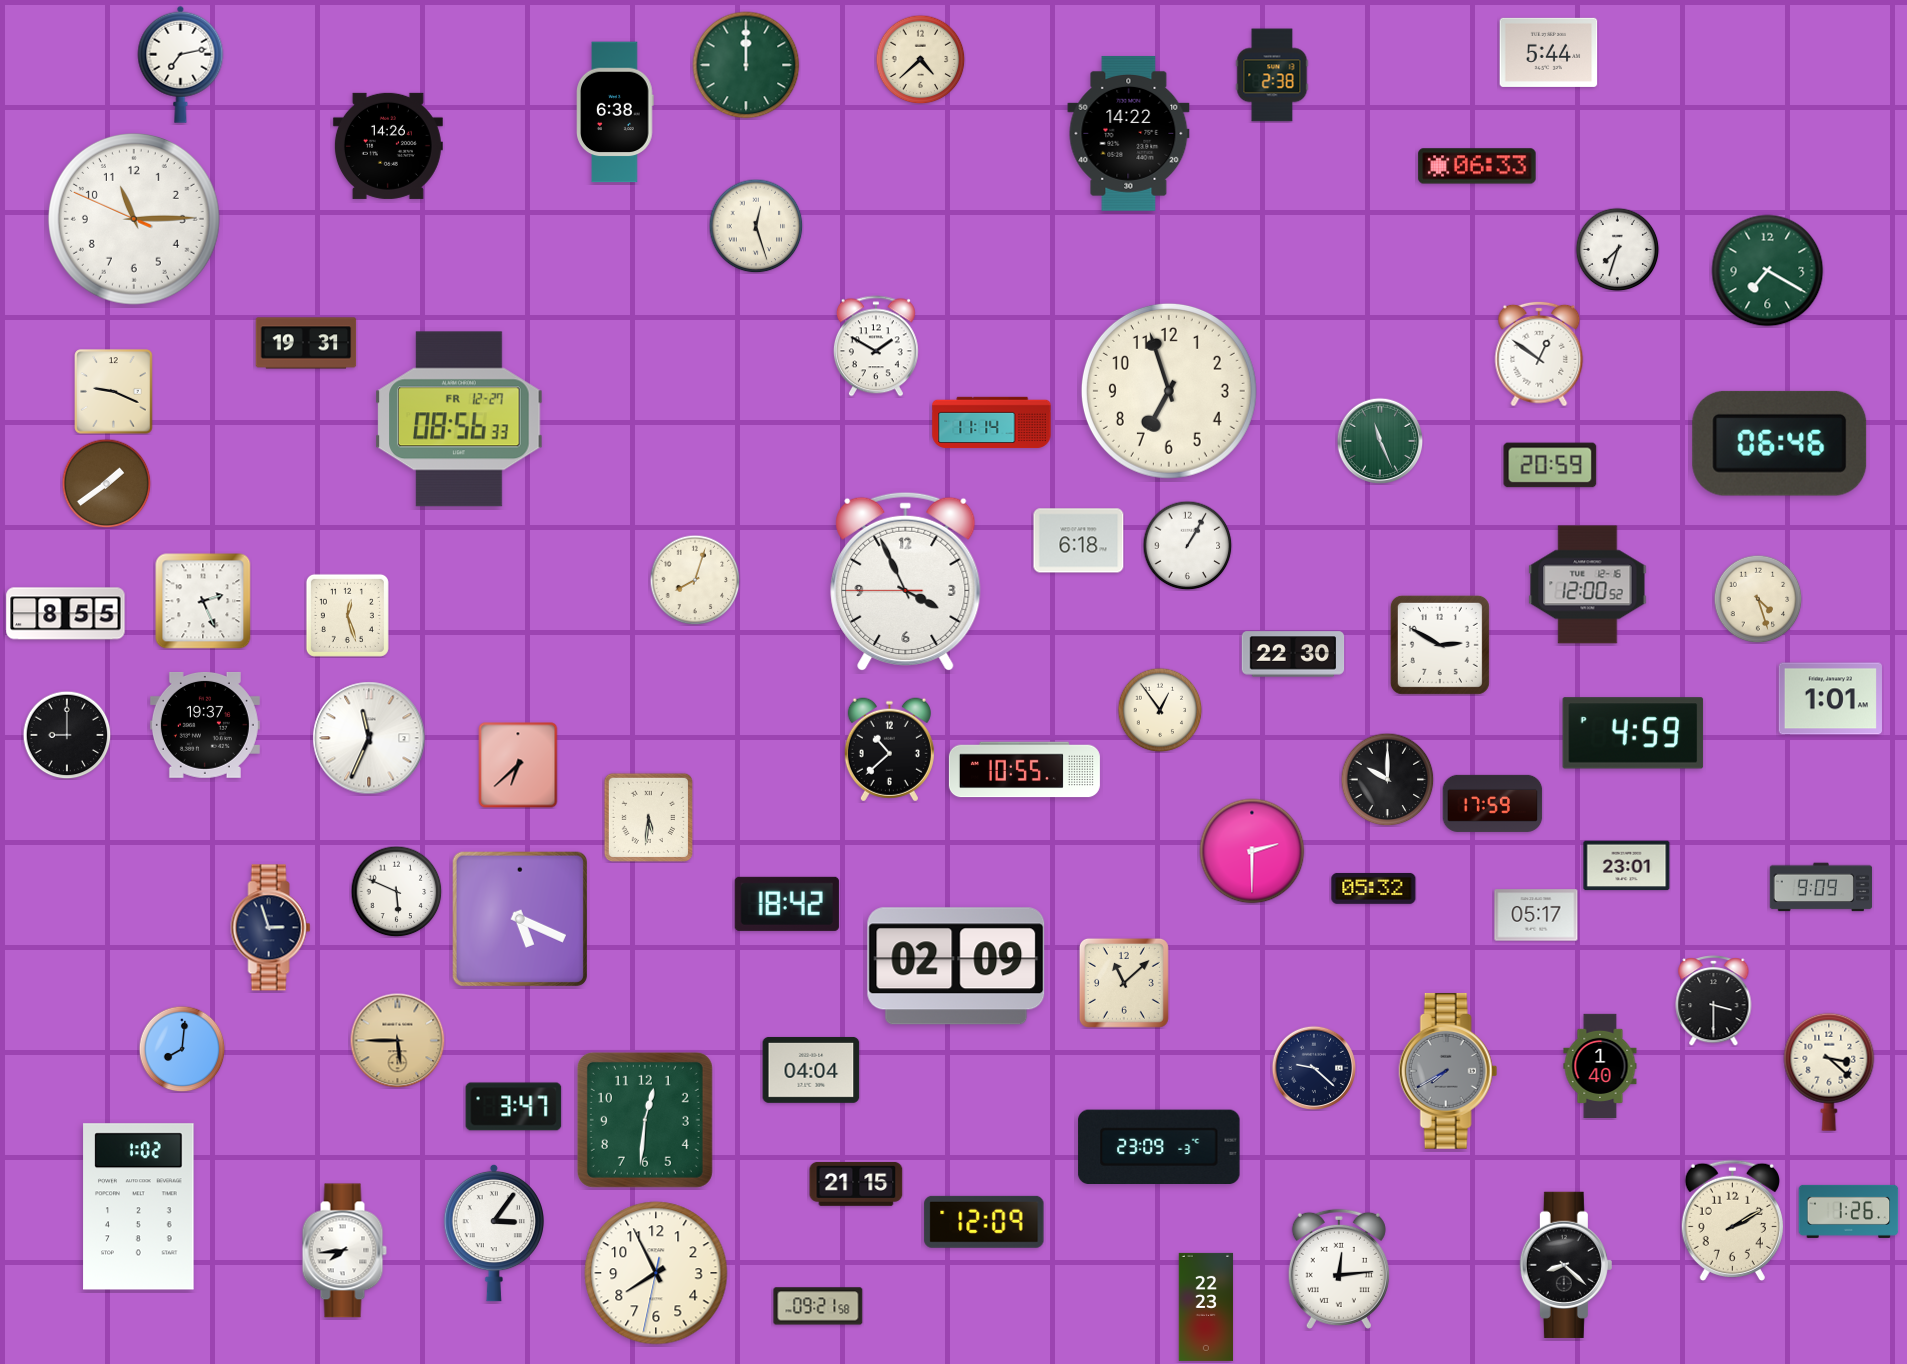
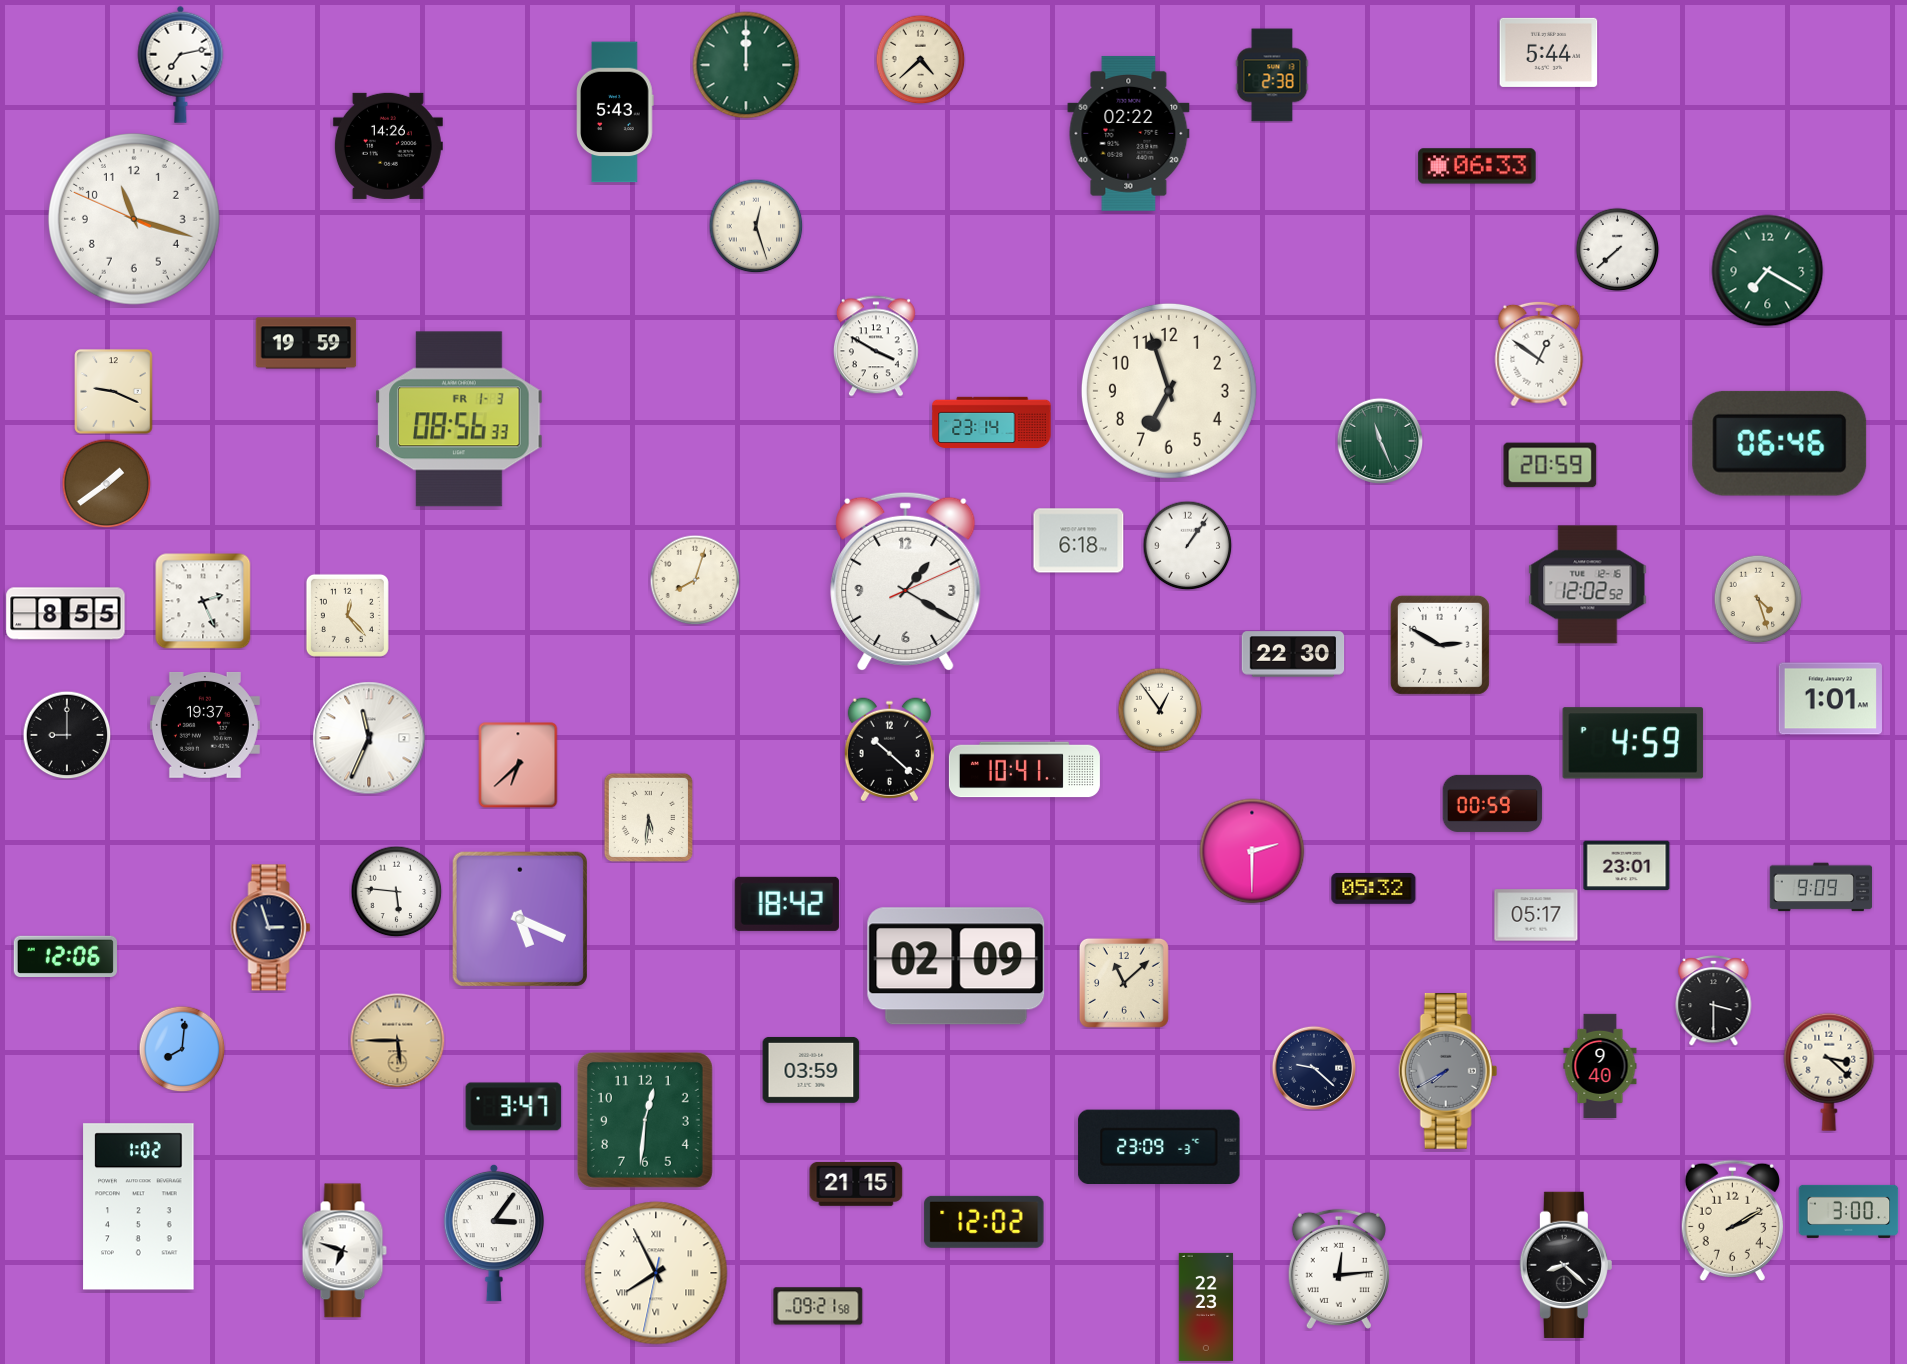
clock at (615, 112): 6:38 -> 5:43
clock at (1129, 133): 14:22 -> 02:22
clock at (134, 219): 11:14 -> 11:17
clock at (1617, 249): 7:33 -> 7:38
clock at (306, 343): 19:31 -> 19:59
clock at (876, 346): 1:50 -> 3:50
clock at (459, 419) date: FR 12-27 -> FR 1-3
clock at (992, 423): 11:14 -> 23:14
clock at (1187, 545): 1:05 -> 1:06
clock at (906, 582): 3:55 -> 1:20
clock at (1588, 585): 12:00 -> 12:02
clock at (347, 615): 12:27 -> 12:23
clock at (1633, 733) position: (1633, 733) -> (1633, 743)
clock at (889, 750): 10:38 -> 10:22
clock at (1024, 770): 10:55 -> 10:41
clock at (1387, 779): 10:00 -> none
clock at (1493, 803): 17:59 -> 00:59
clock at (396, 891): 5:49 -> 5:46
clock at (65, 956): none -> 12:06
clock at (1600, 1065): 1:40 -> 9:40
clock at (811, 1070): 04:04 -> 03:59
clock at (1849, 1211): 1:26 -> 3:00
clock at (984, 1222): 12:09 -> 12:02
clock at (344, 1251): 7:44 -> 6:48
clock at (656, 1273) numerals: Arabic -> Roman
